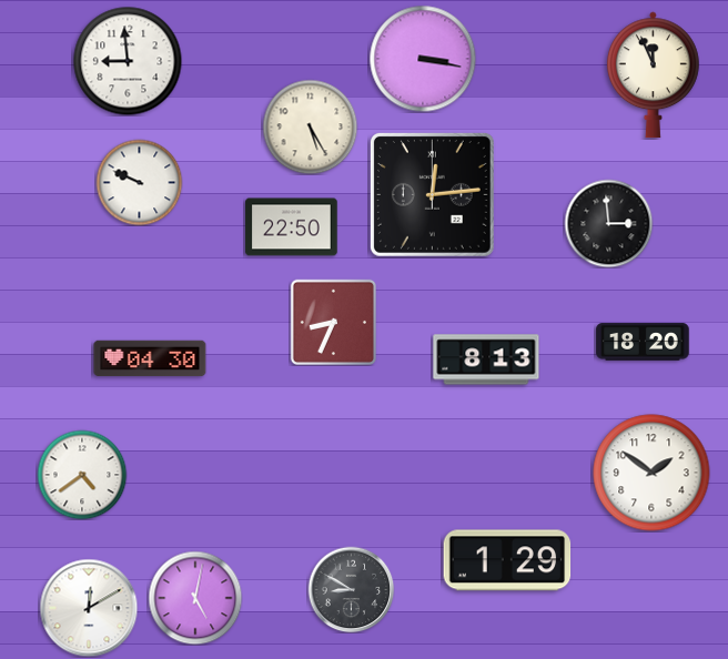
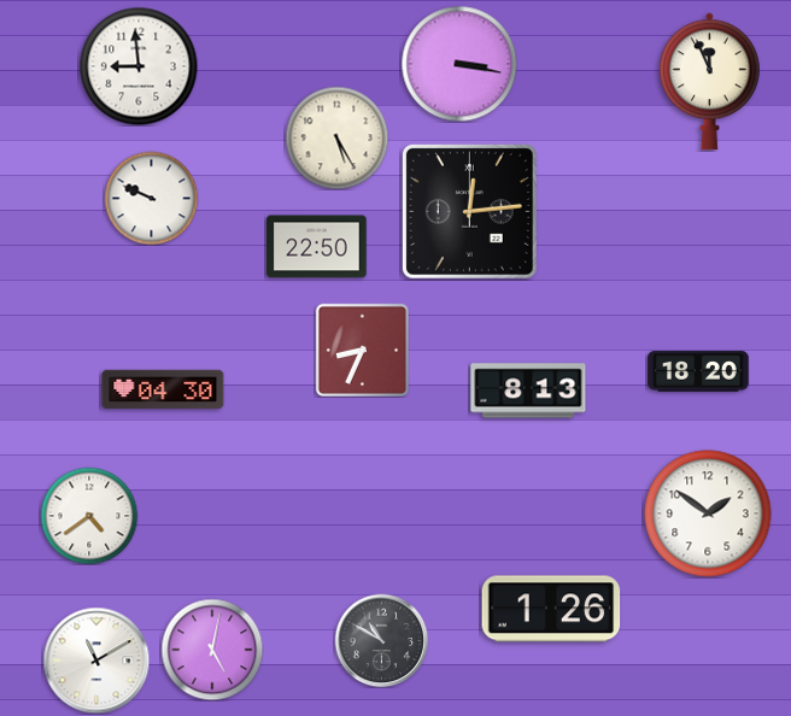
clock at (608, 223): 2:59 -> none
clock at (507, 560): 1:29 -> 1:26
clock at (351, 589): 8:50 -> 10:50
clock at (89, 608): 12:10 -> 11:10
